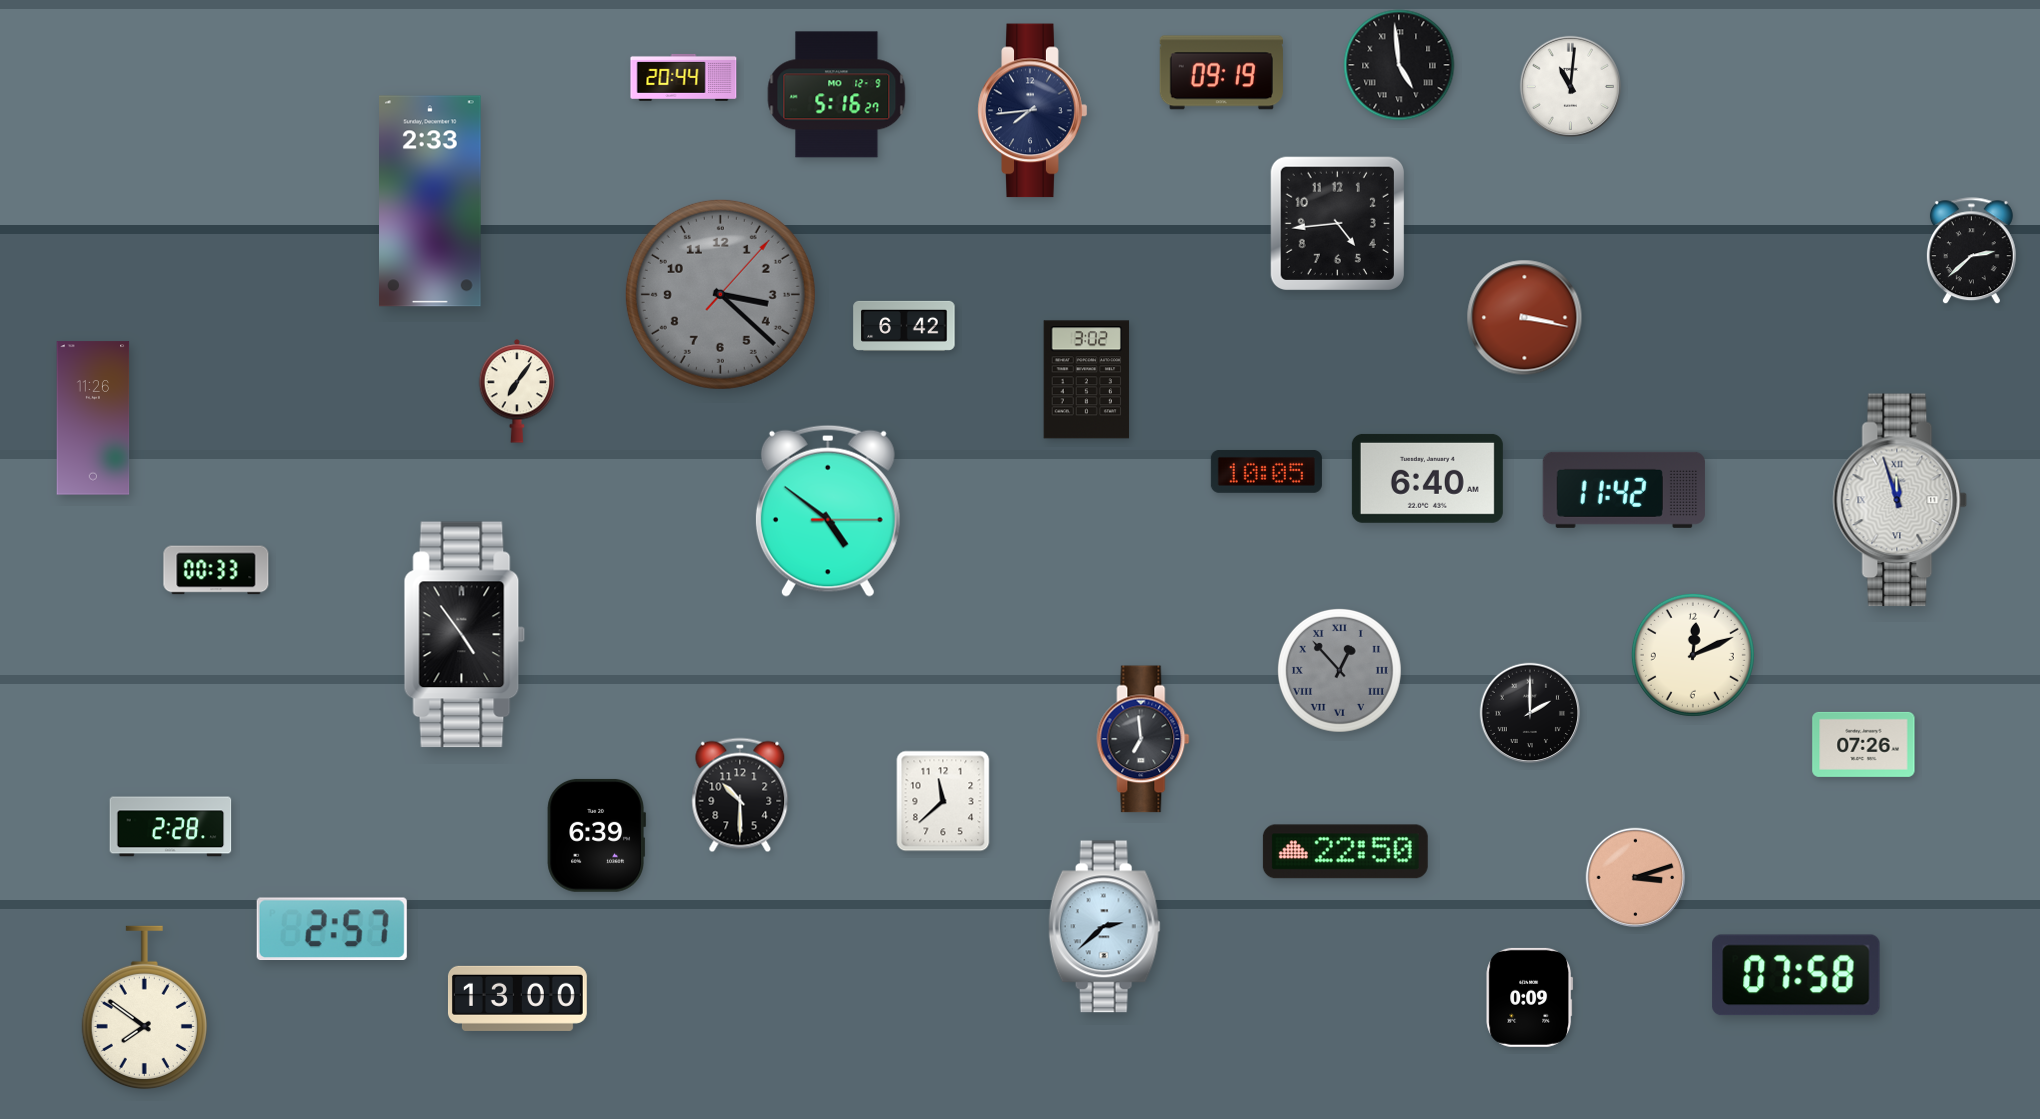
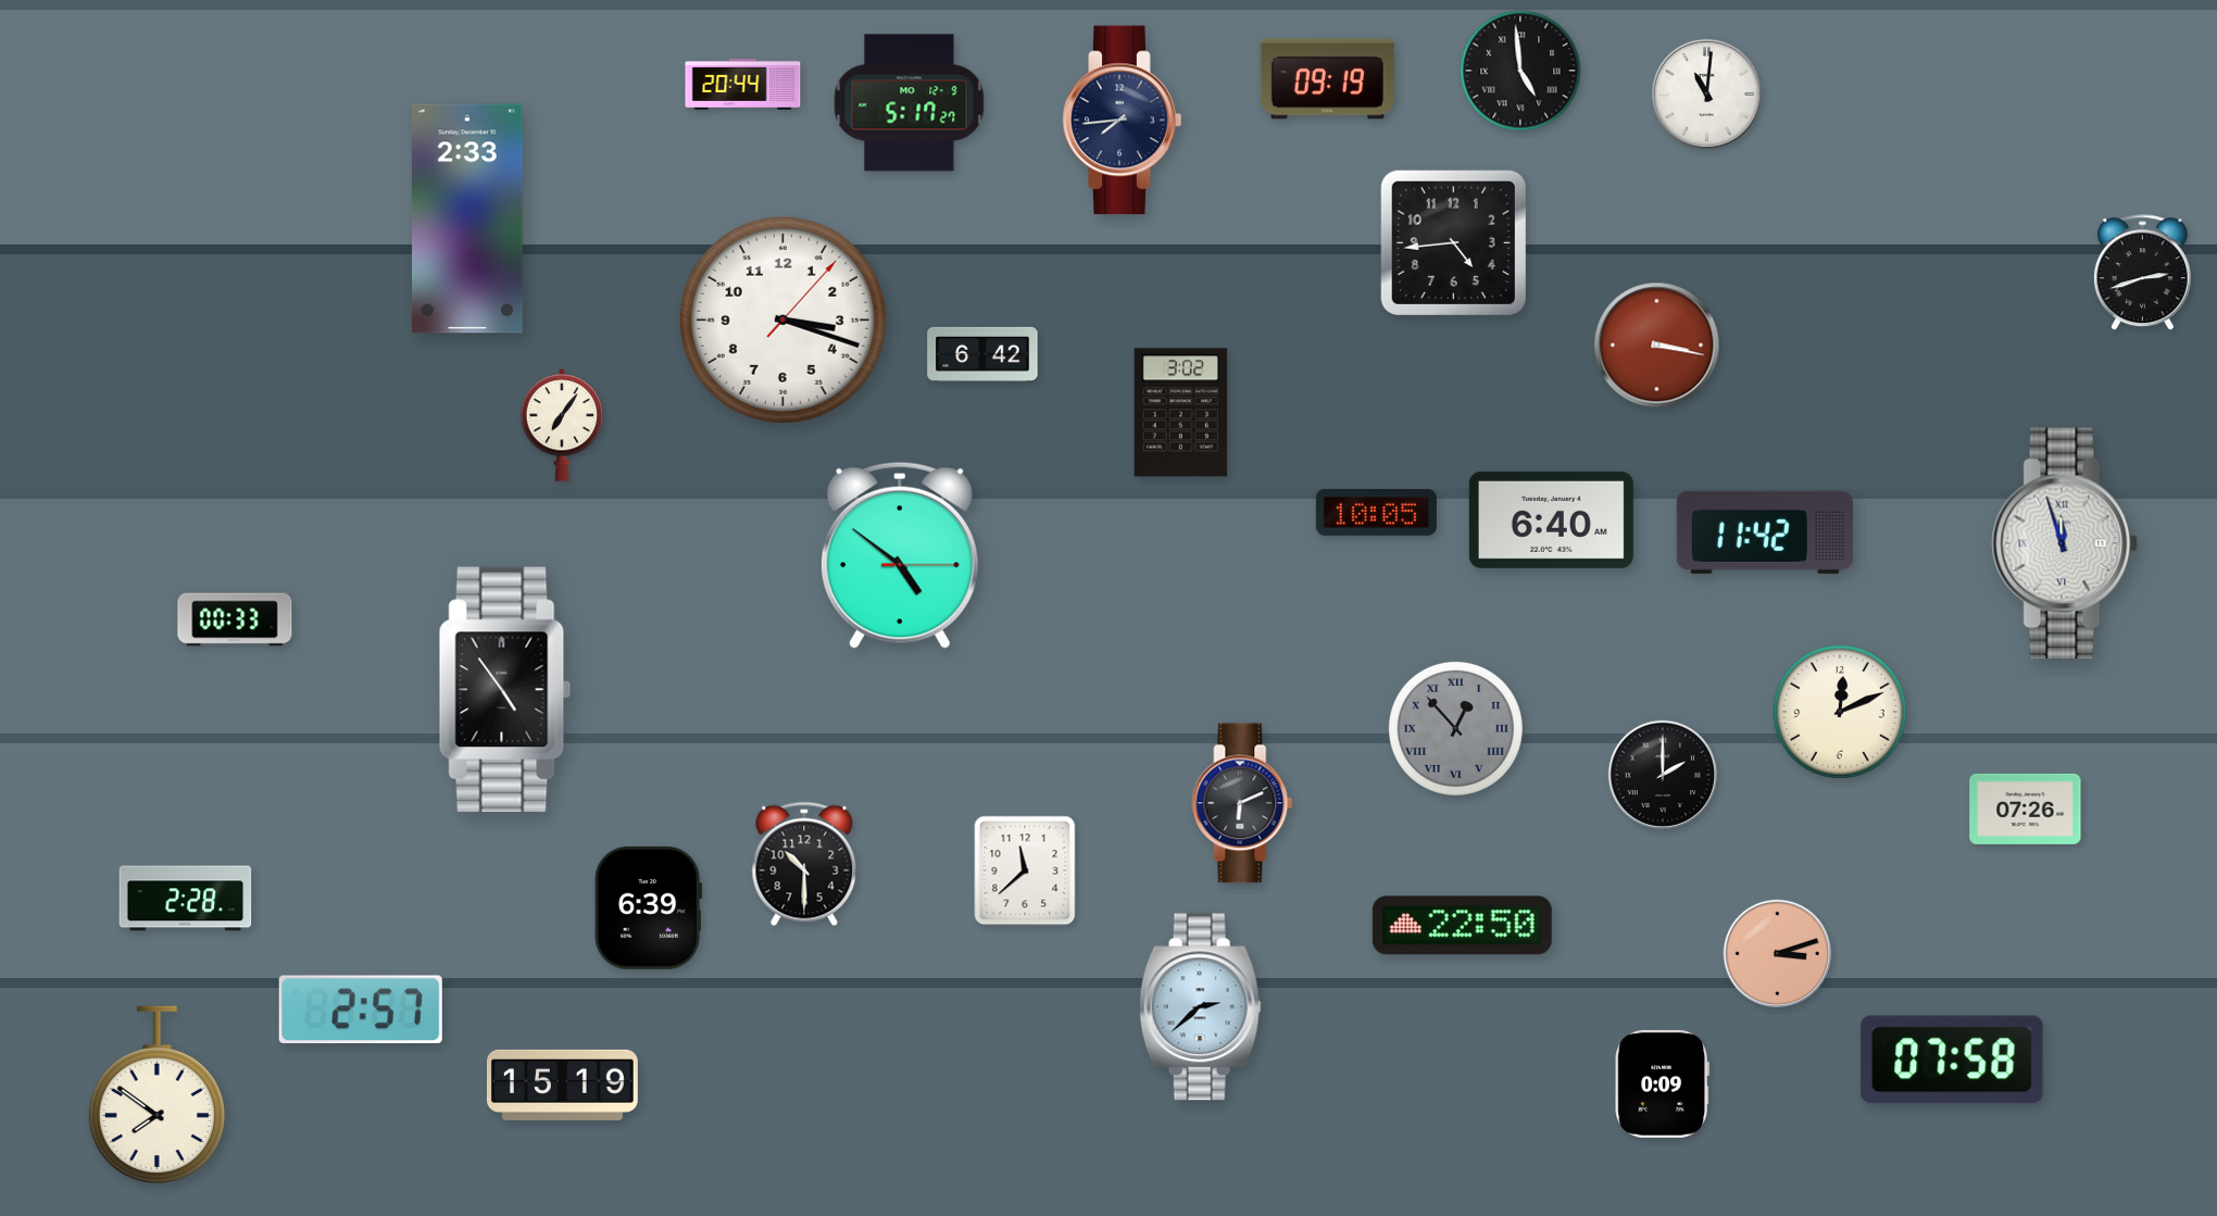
clock at (837, 95): 5:16 -> 5:17
clock at (1971, 251): 2:38 -> 2:42
clock at (720, 294): 3:22 -> 3:18
clock at (720, 294) dial: grey -> white
clock at (93, 418): 11:26 -> none
clock at (1143, 739): 6:59 -> 6:11
clock at (517, 998): 13:00 -> 15:19
